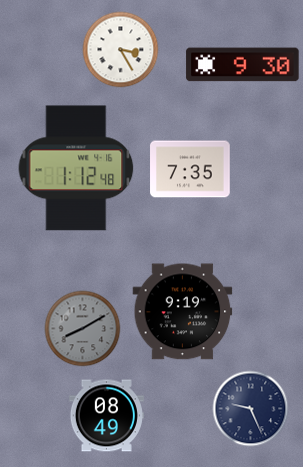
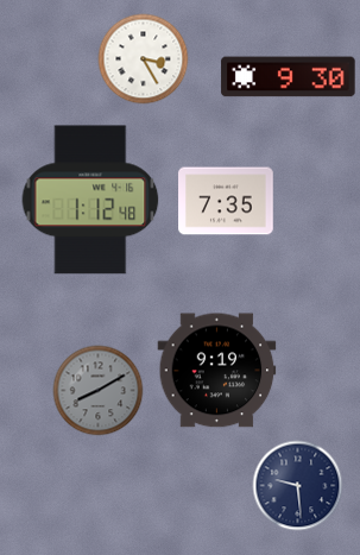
clock at (251, 409): 9:26 -> 9:29
clock at (106, 416): 08:49 -> none
